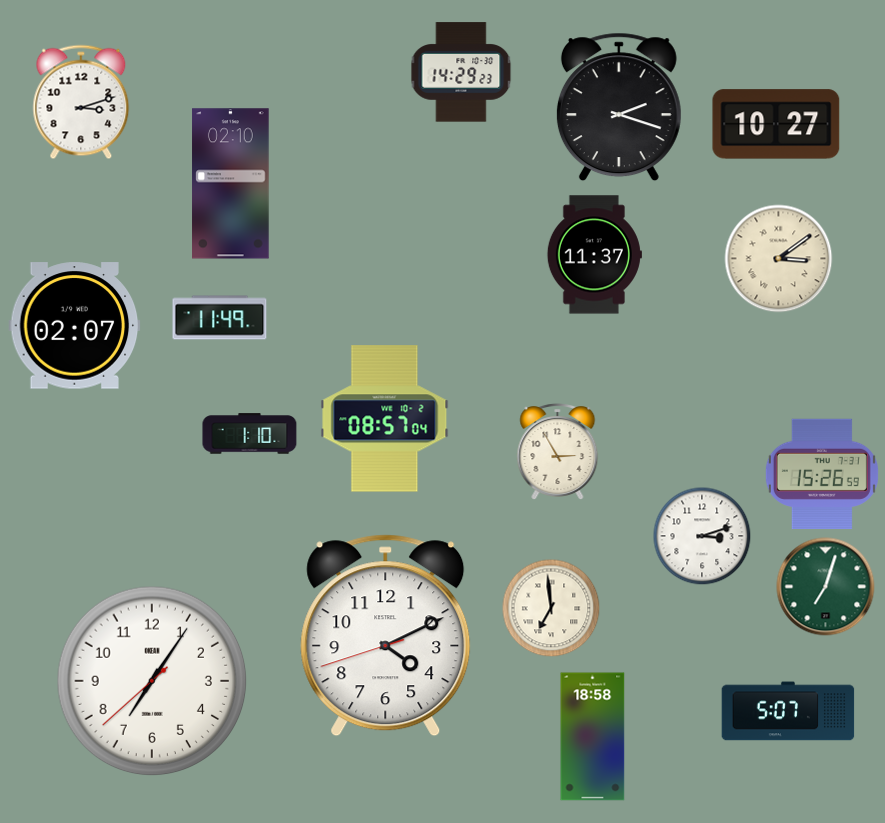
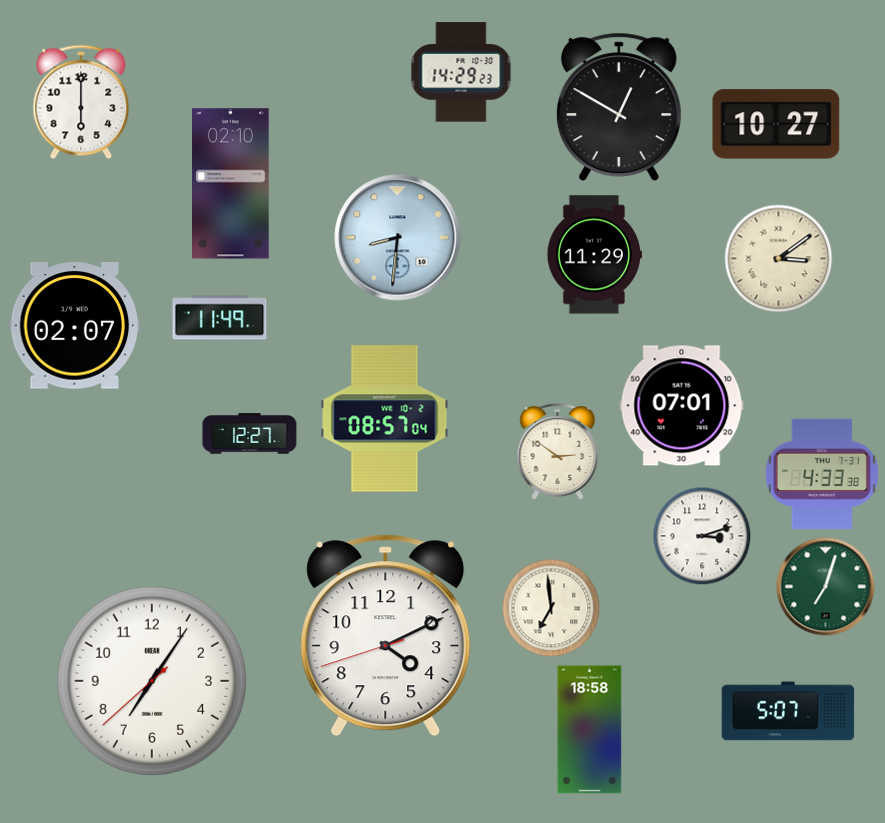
clock at (81, 102): 3:12 -> 6:00
clock at (619, 107): 2:18 -> 12:50
clock at (398, 238): none -> 8:31
clock at (594, 255): 11:37 -> 11:29
clock at (682, 406): none -> 07:01
clock at (250, 434): 1:10 -> 12:27
clock at (558, 452): 2:55 -> 2:51
clock at (822, 473): 15:26 -> 4:33
clock at (593, 737) position: (593, 737) -> (590, 730)
